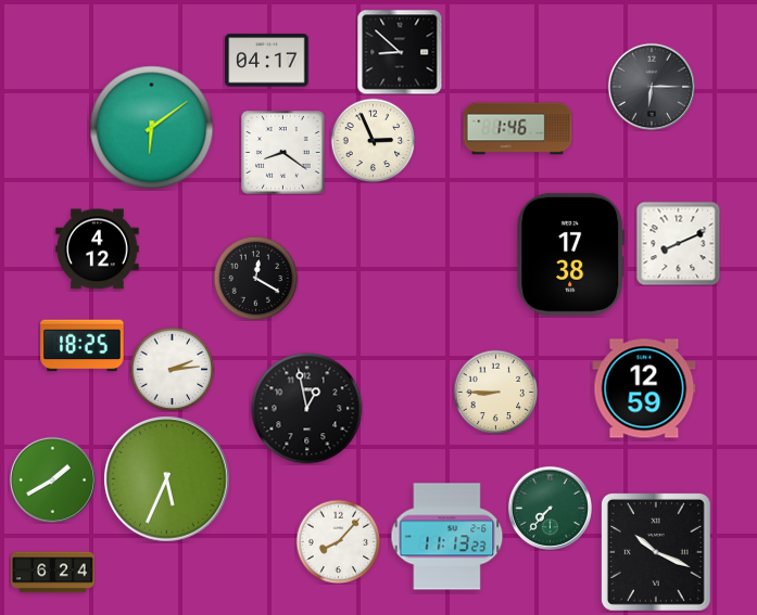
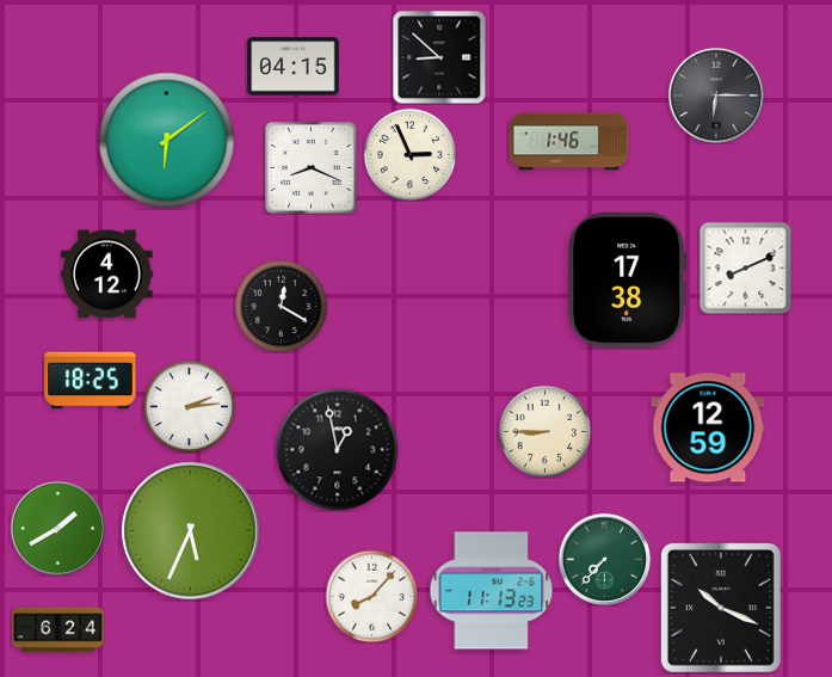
clock at (267, 61): 04:17 -> 04:15
clock at (283, 153): 8:21 -> 8:19
clock at (167, 479) position: (167, 479) -> (191, 531)
